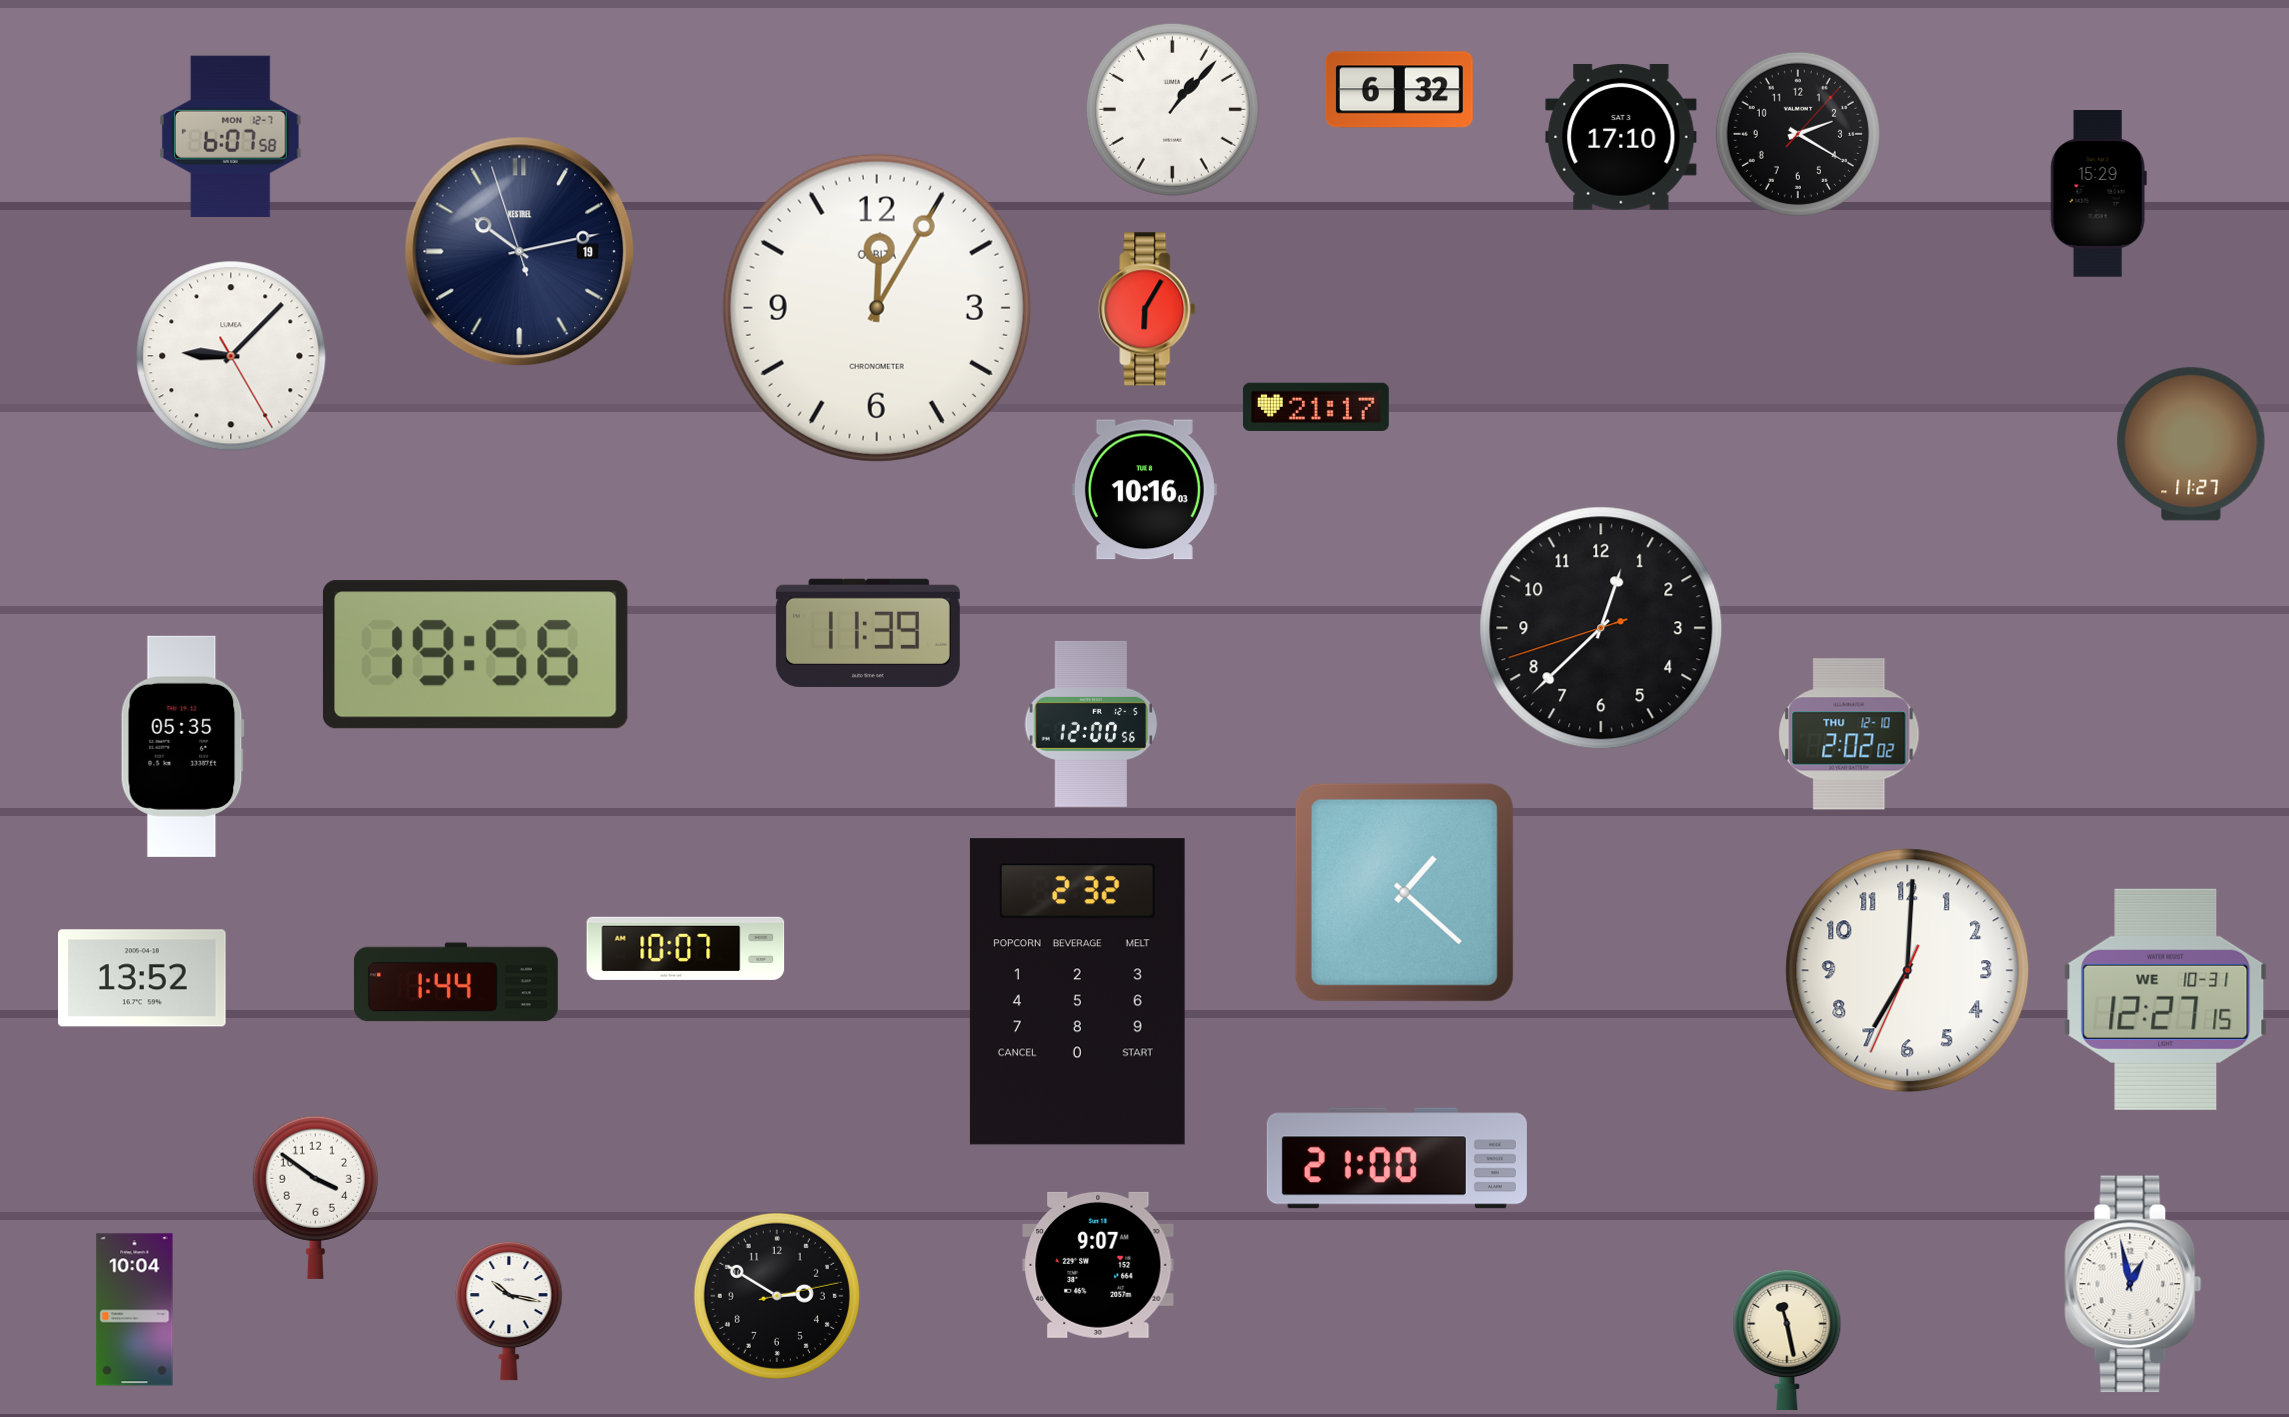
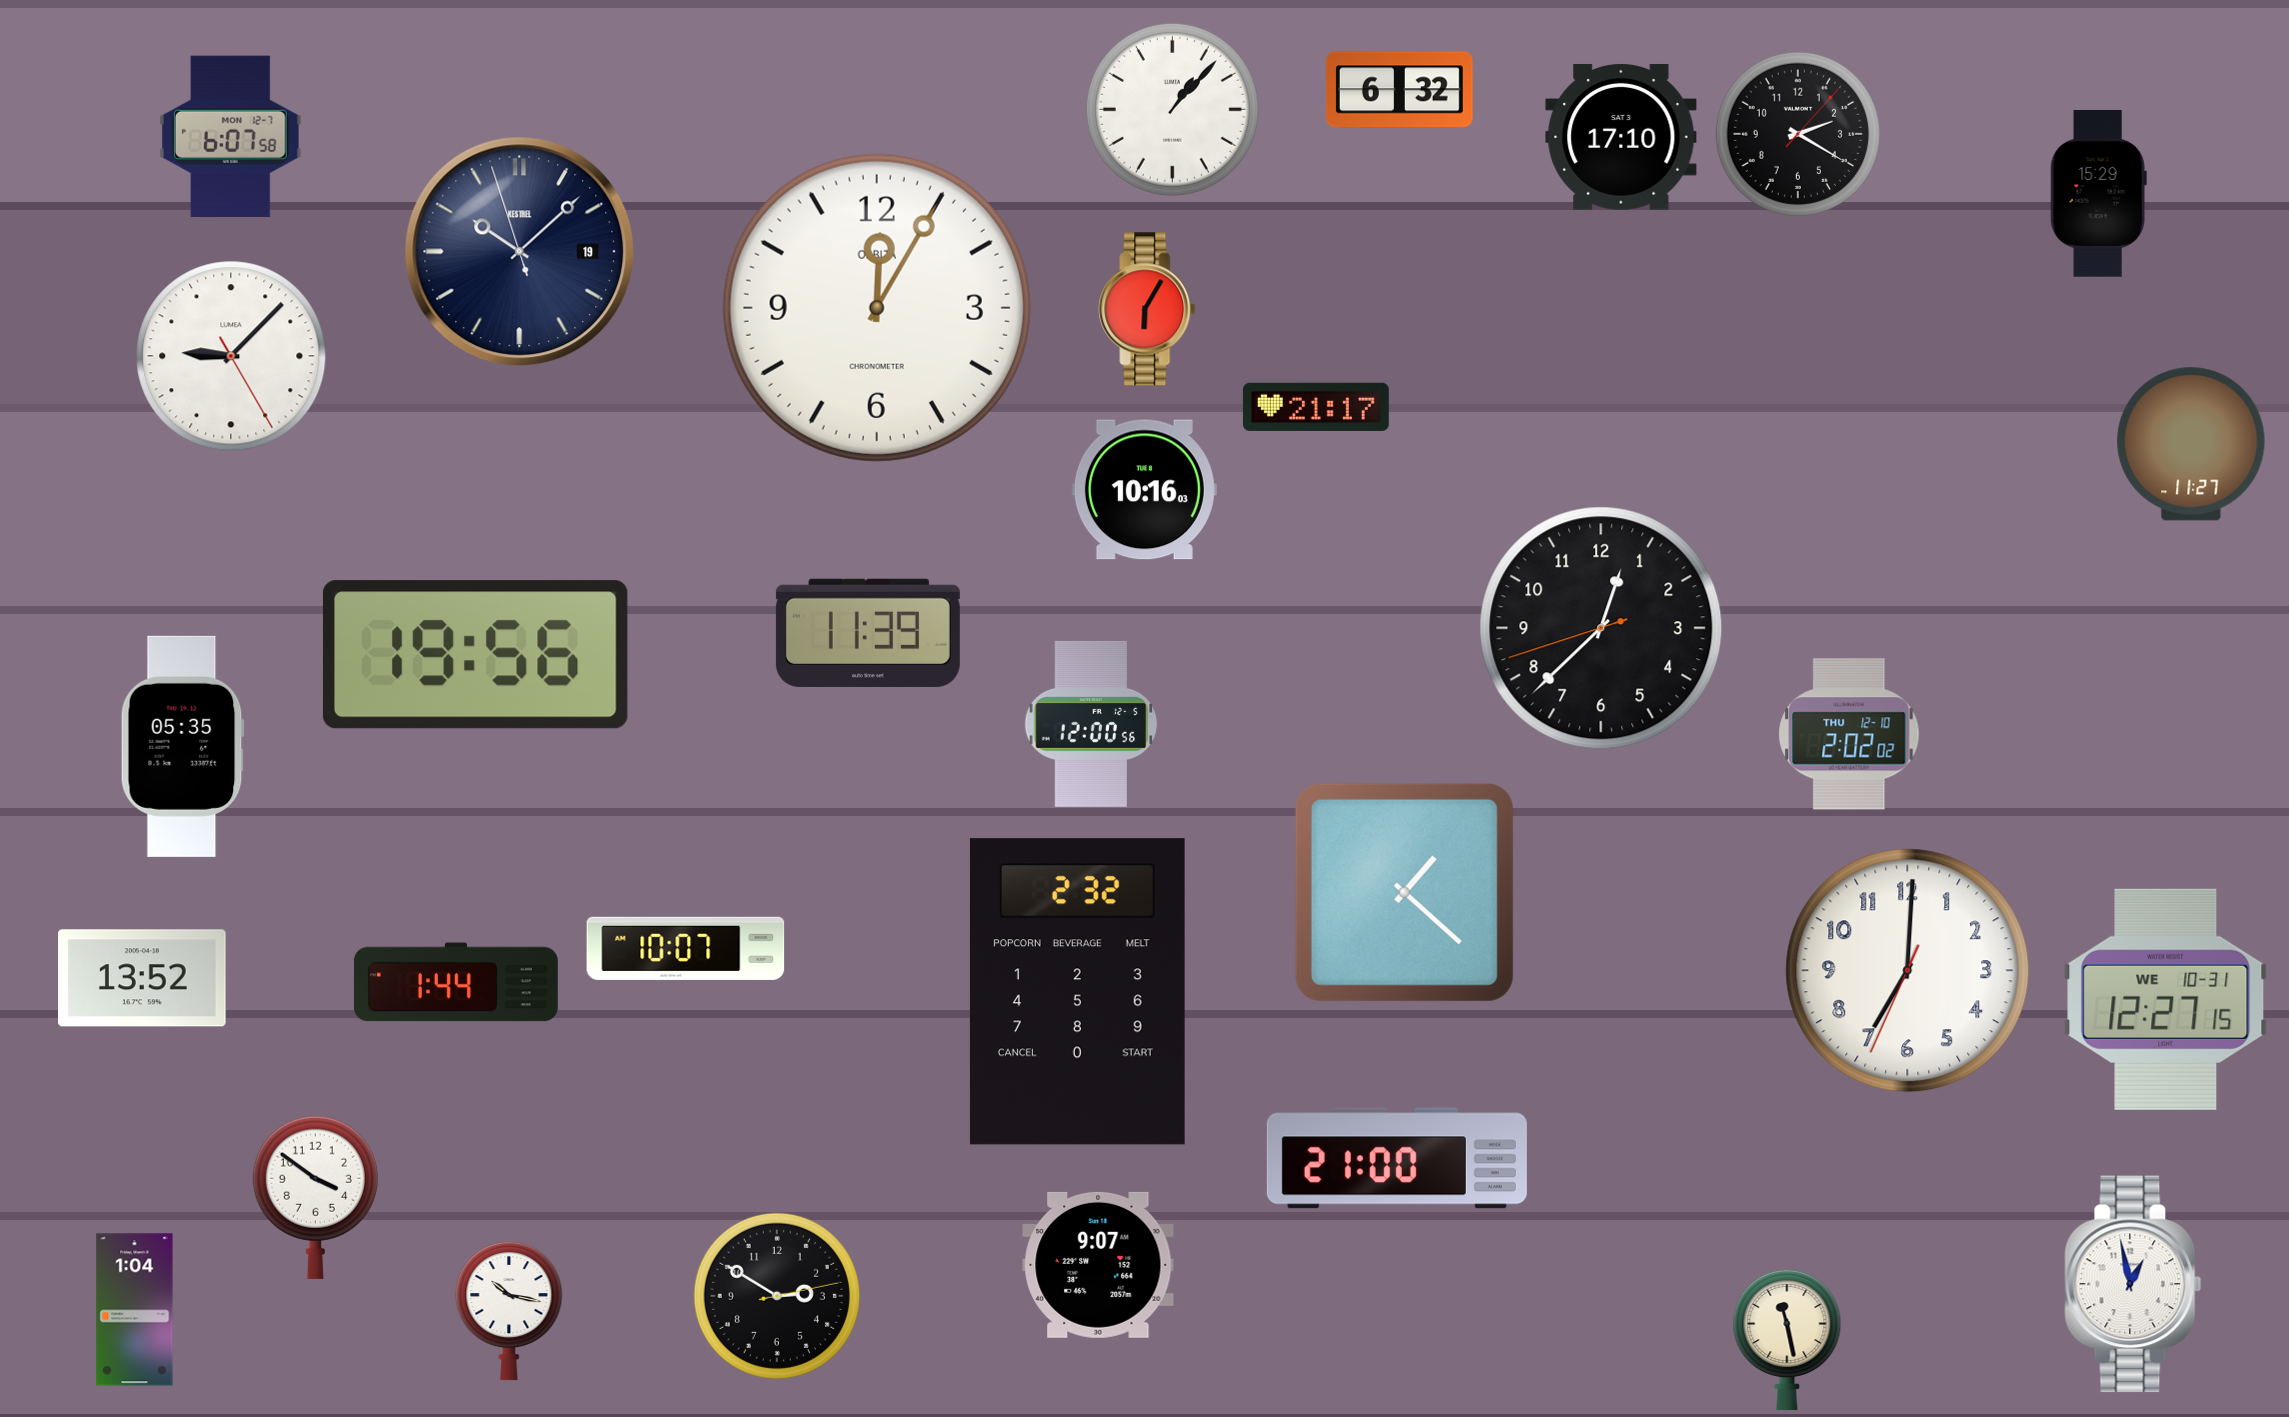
clock at (520, 252): 10:12 -> 10:07
clock at (135, 1310): 10:04 -> 1:04
